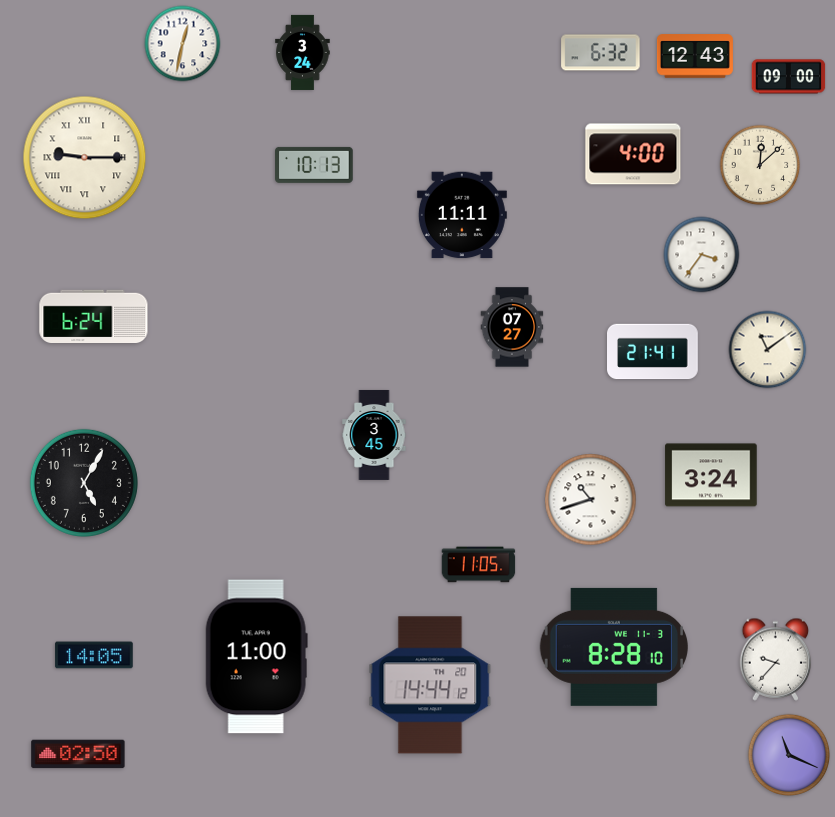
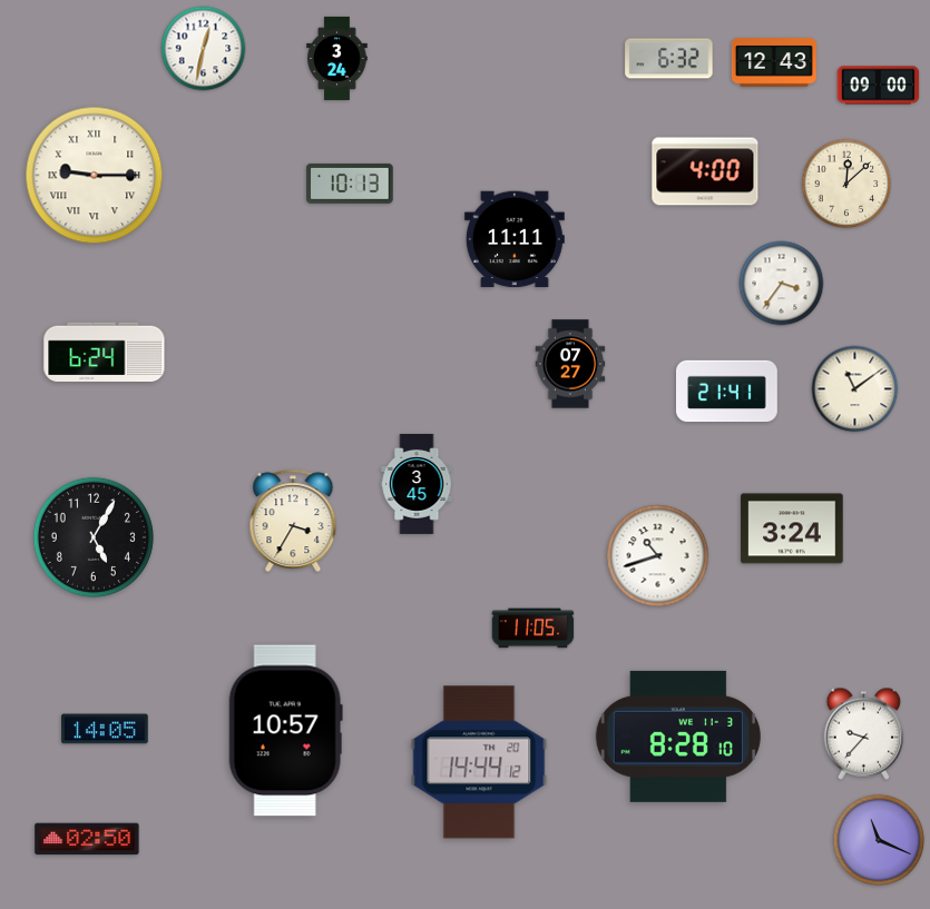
clock at (293, 520): none -> 3:35
clock at (614, 647) position: (614, 647) -> (678, 737)
clock at (256, 657): 11:00 -> 10:57
